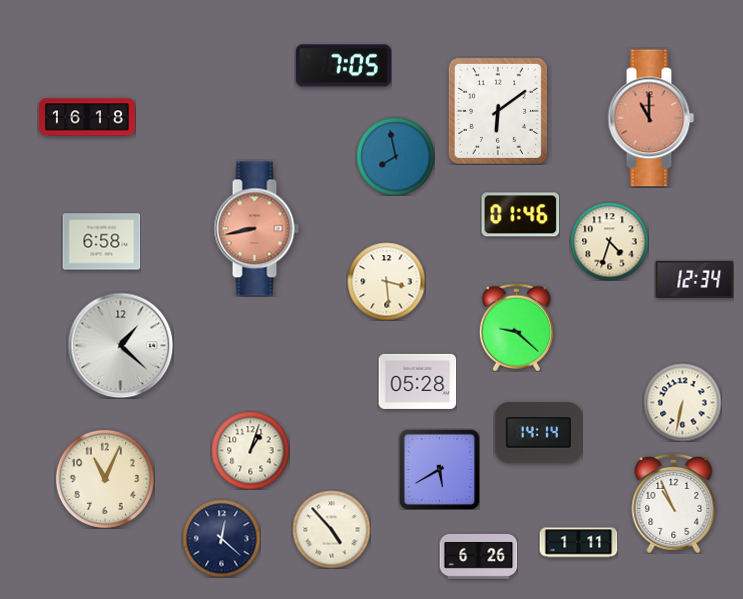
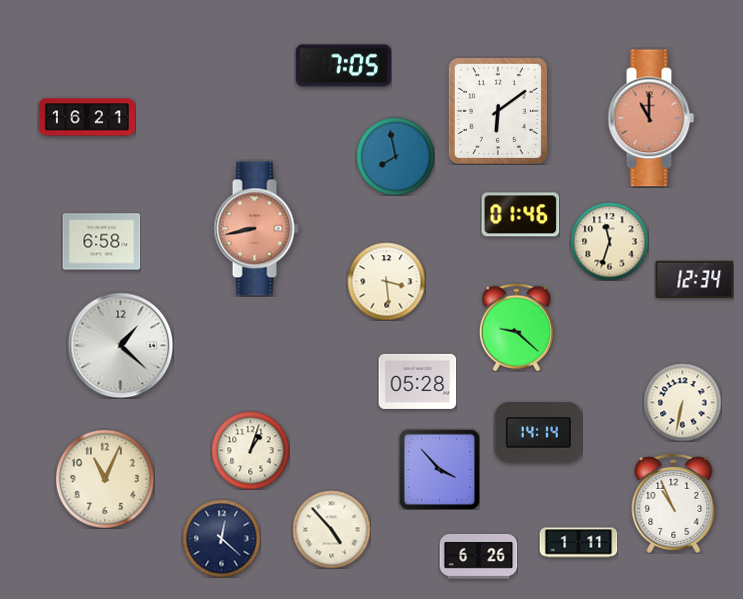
clock at (87, 117): 16:18 -> 16:21
clock at (609, 241): 4:33 -> 11:33
clock at (439, 469): 5:40 -> 3:53
